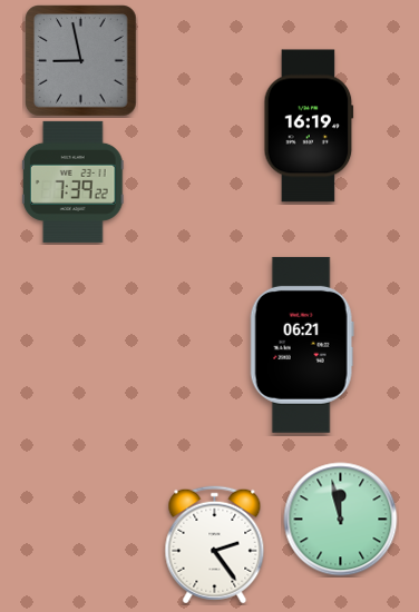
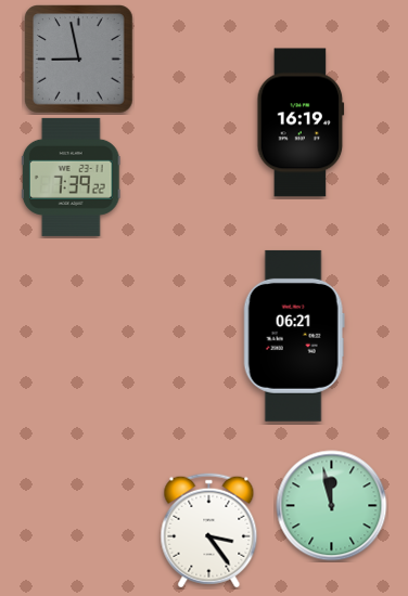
clock at (215, 545): 2:24 -> 3:24
